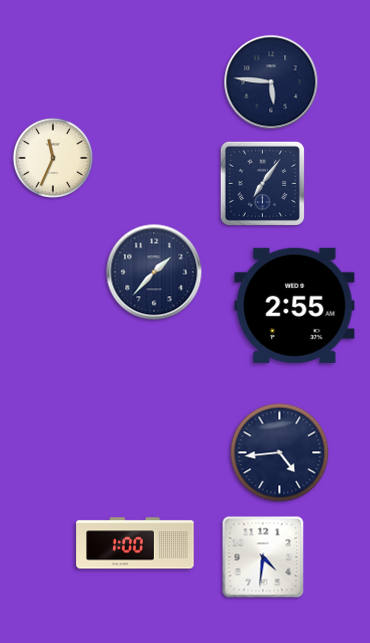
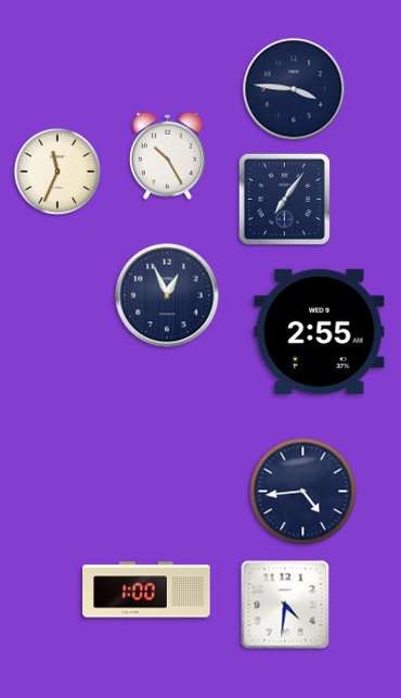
clock at (271, 82): 5:46 -> 3:46
clock at (167, 155): none -> 10:25
clock at (154, 272): 1:37 -> 12:56
